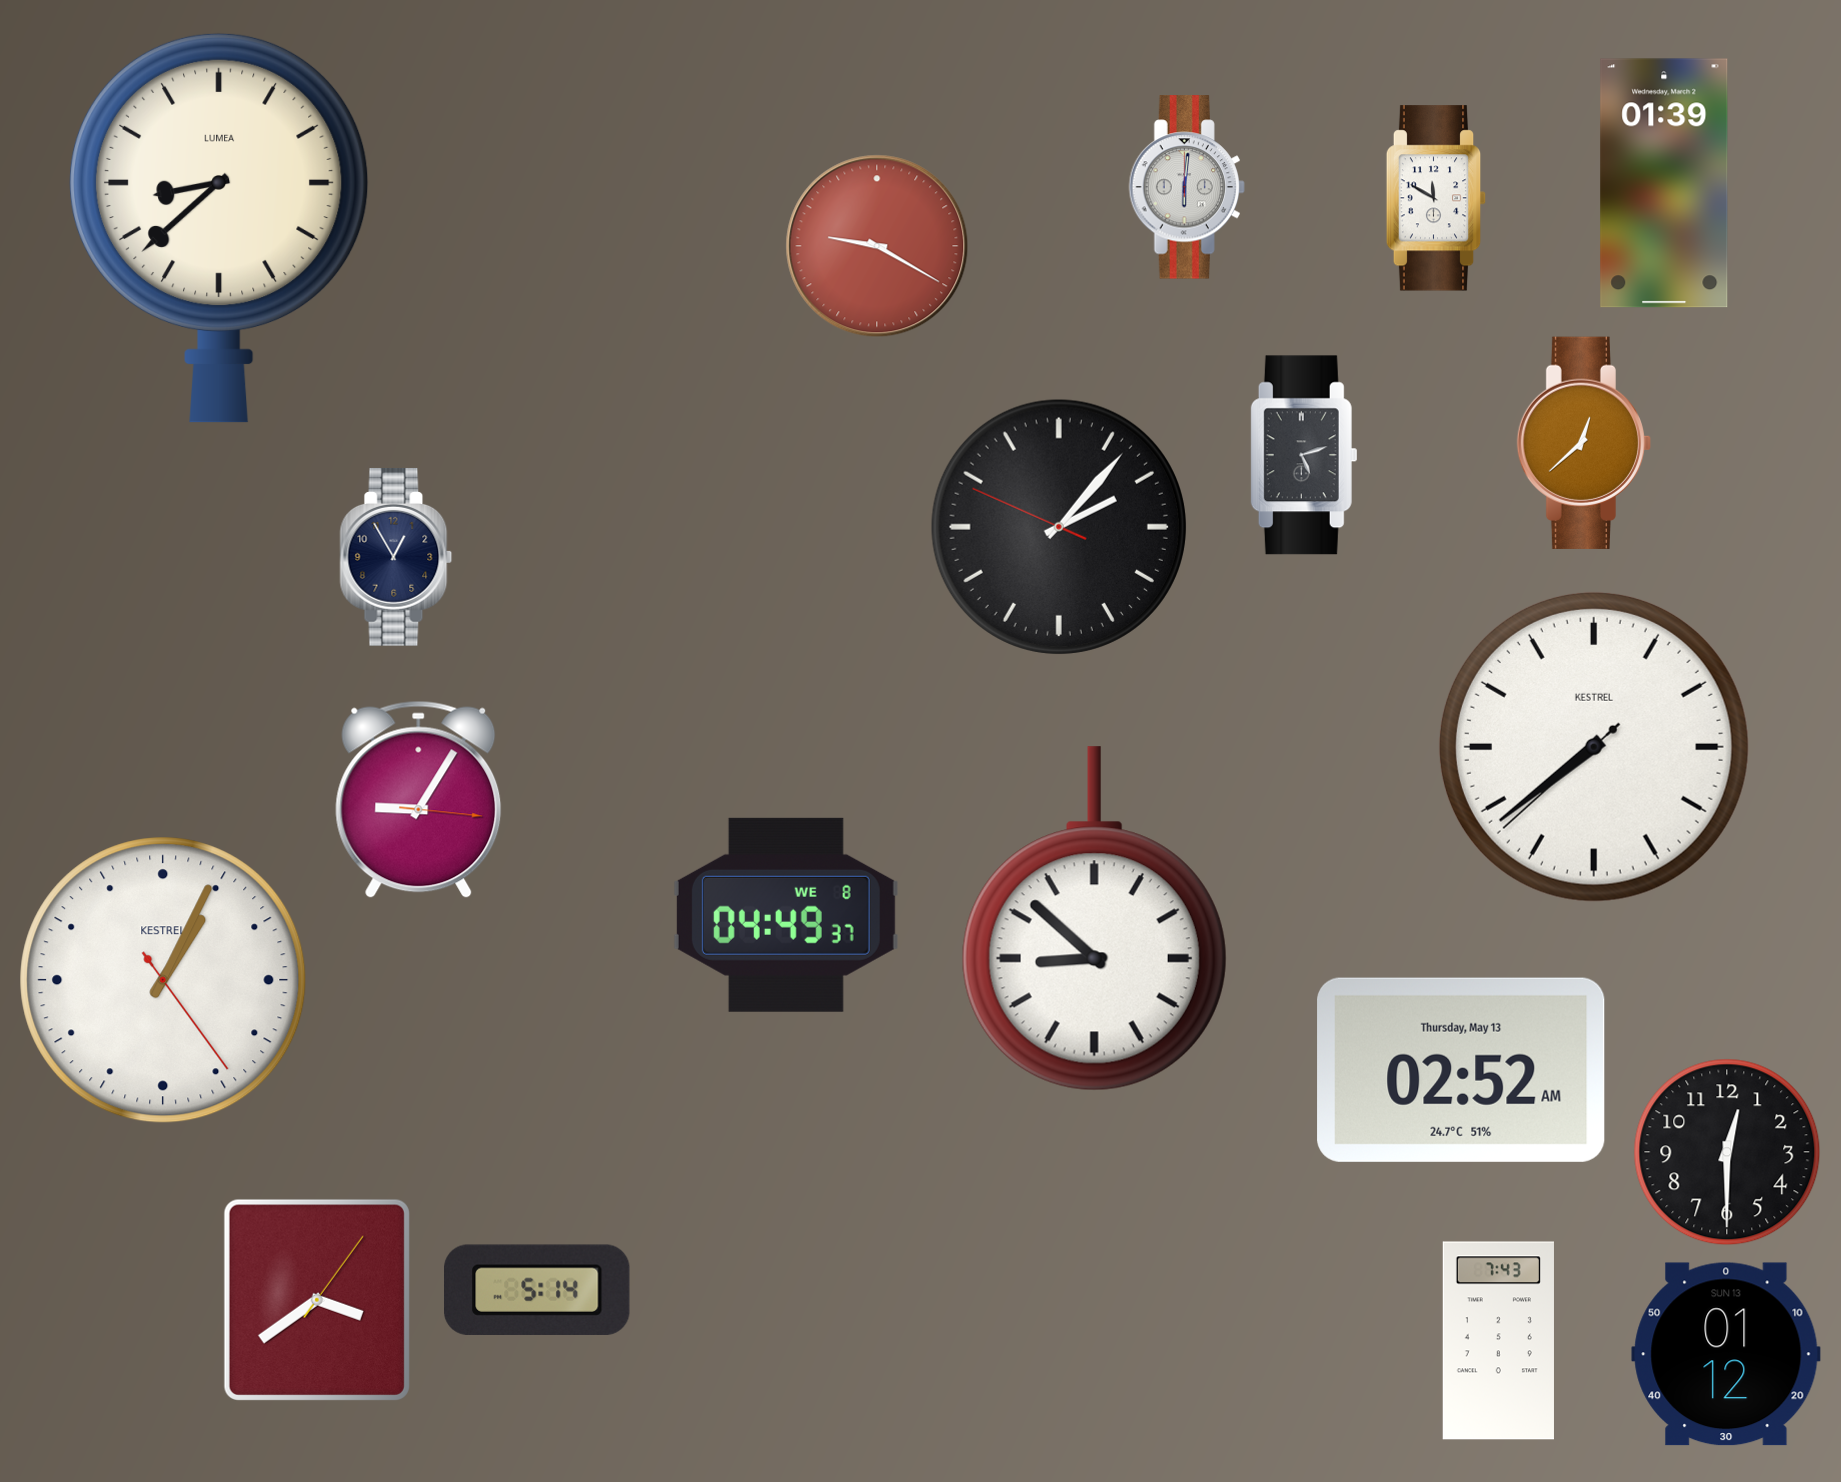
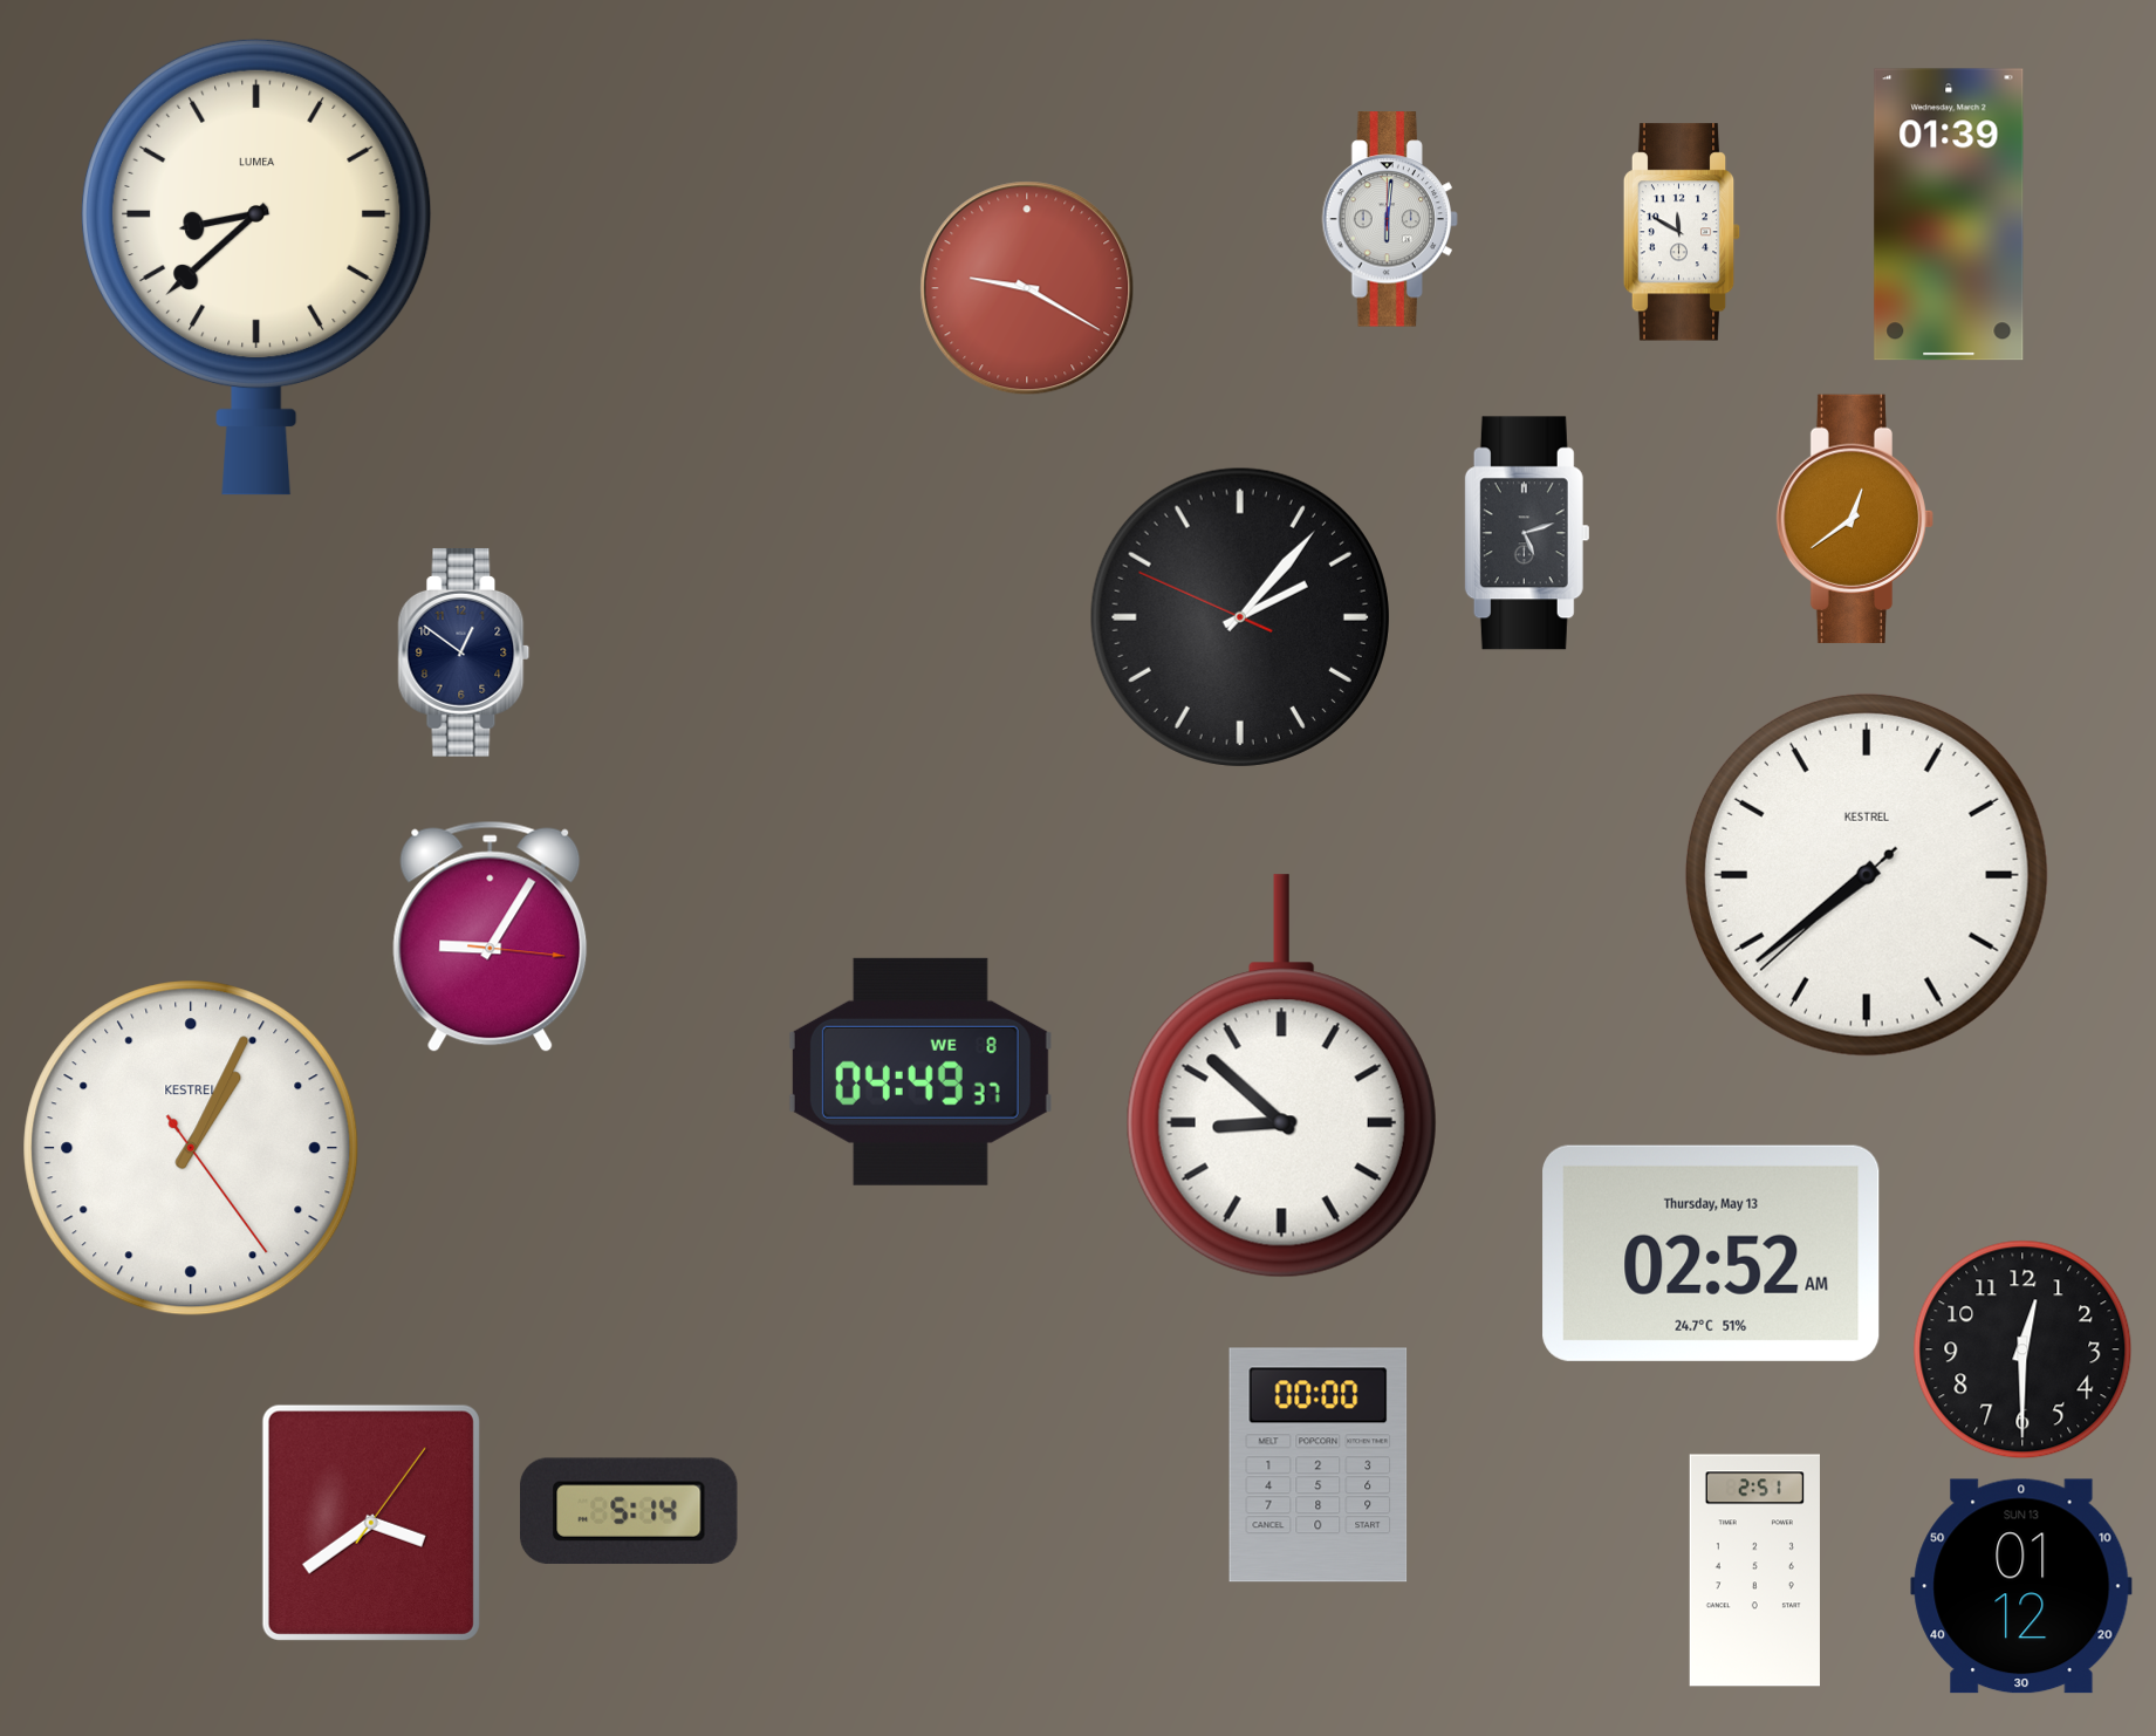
clock at (1583, 443): 12:38 -> 12:39
clock at (396, 557): 12:55 -> 12:51
clock at (1319, 1465): none -> 00:00
clock at (1498, 1341): 7:43 -> 2:51
